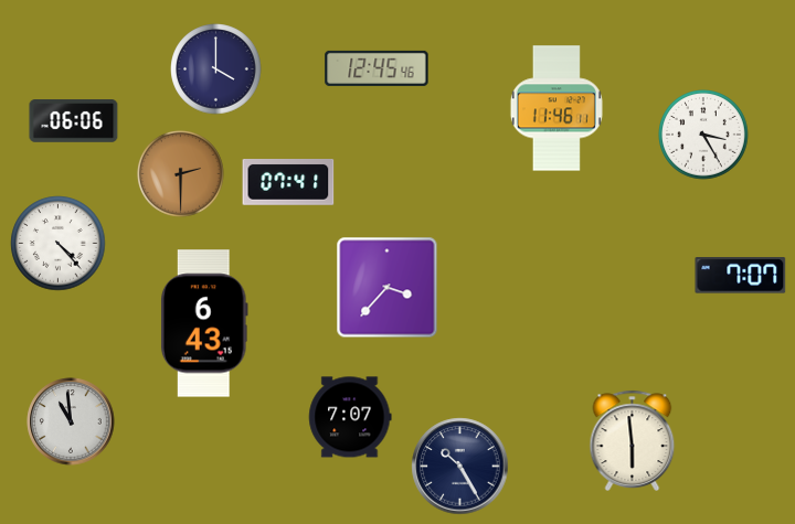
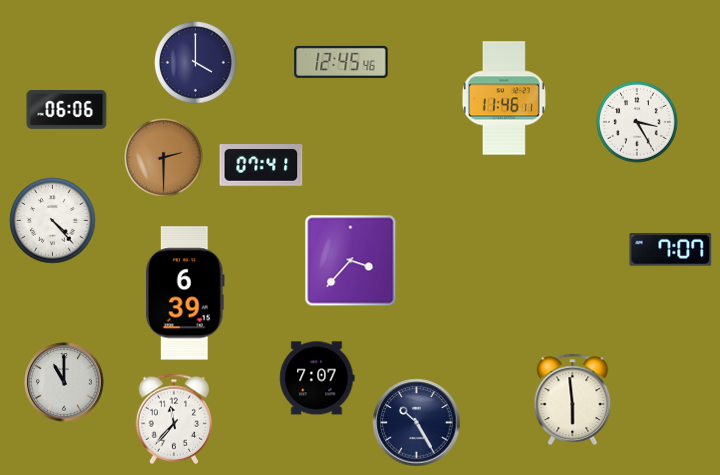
clock at (204, 323): 6:43 -> 6:39
clock at (71, 421): 10:59 -> 11:00
clock at (174, 419): none -> 11:37
